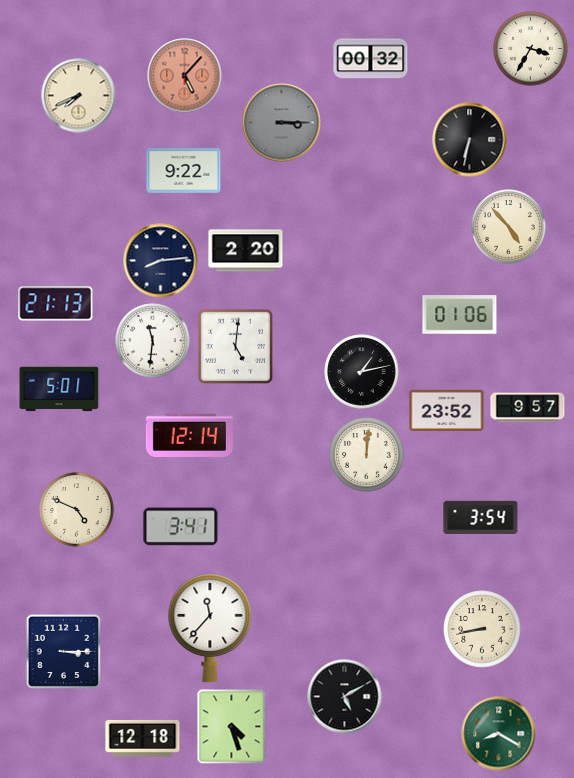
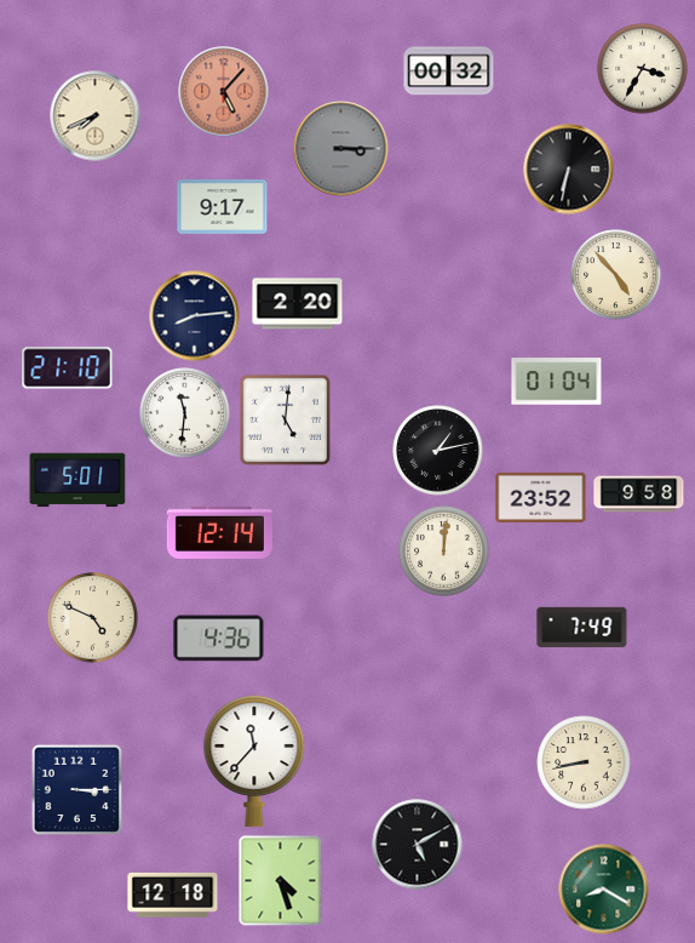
clock at (531, 49) position: (531, 49) -> (643, 69)
clock at (184, 171): 9:22 -> 9:17
clock at (56, 304): 21:13 -> 21:10
clock at (460, 315): 01:06 -> 01:04
clock at (59, 389) position: (59, 389) -> (77, 480)
clock at (528, 408): 9:57 -> 9:58
clock at (189, 435) position: (189, 435) -> (219, 532)
clock at (481, 517): 3:54 -> 7:49
clock at (181, 527): 3:41 -> 4:36
